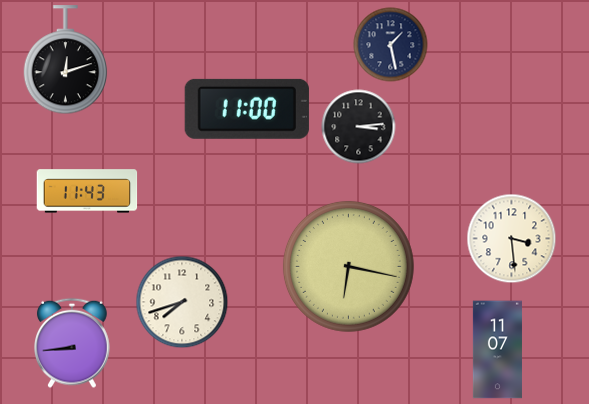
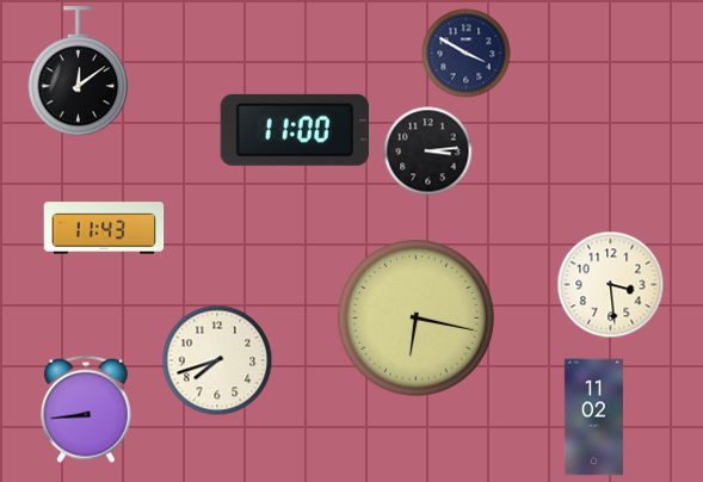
clock at (391, 45): 1:28 -> 3:50
clock at (66, 60): 12:12 -> 12:09
clock at (497, 350): 11:07 -> 11:02
